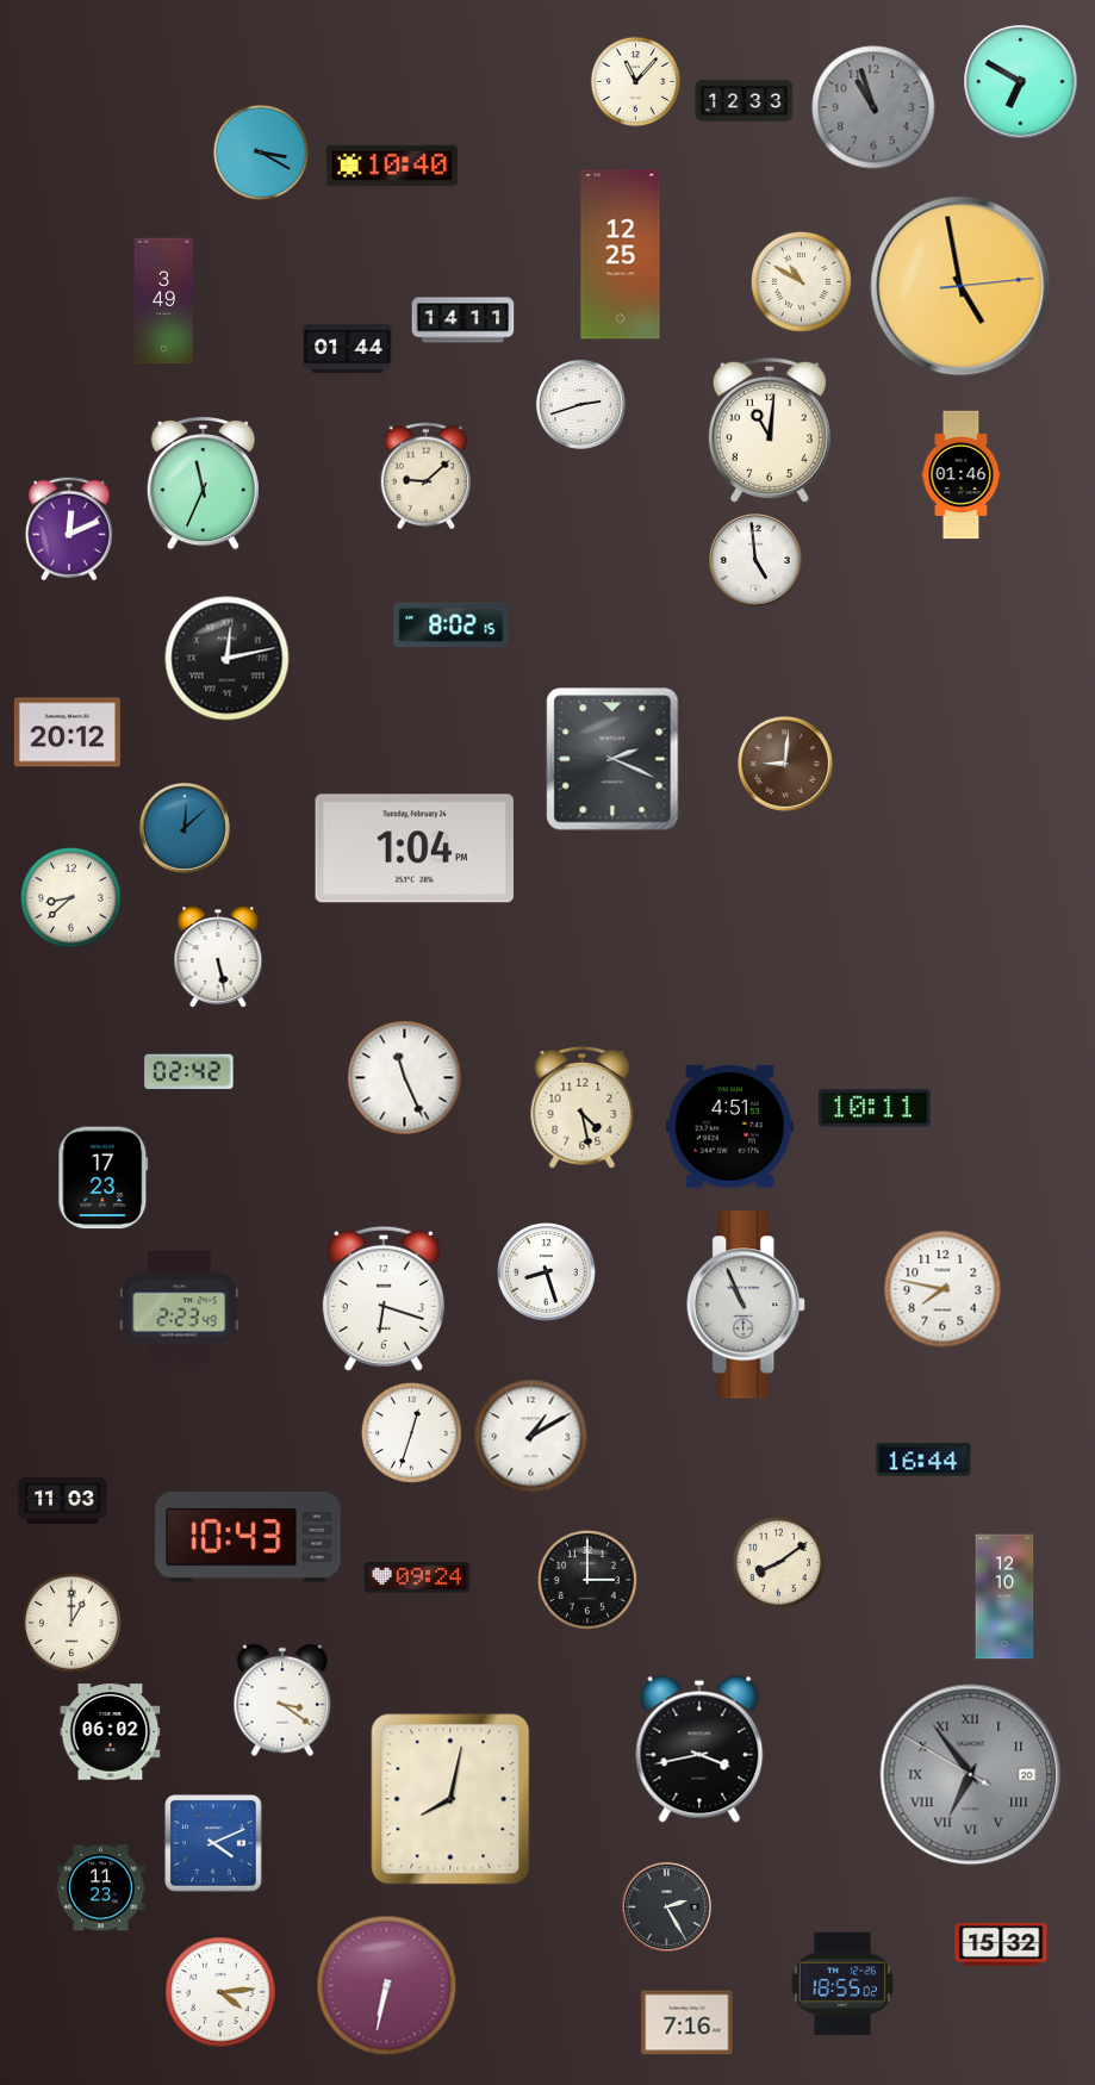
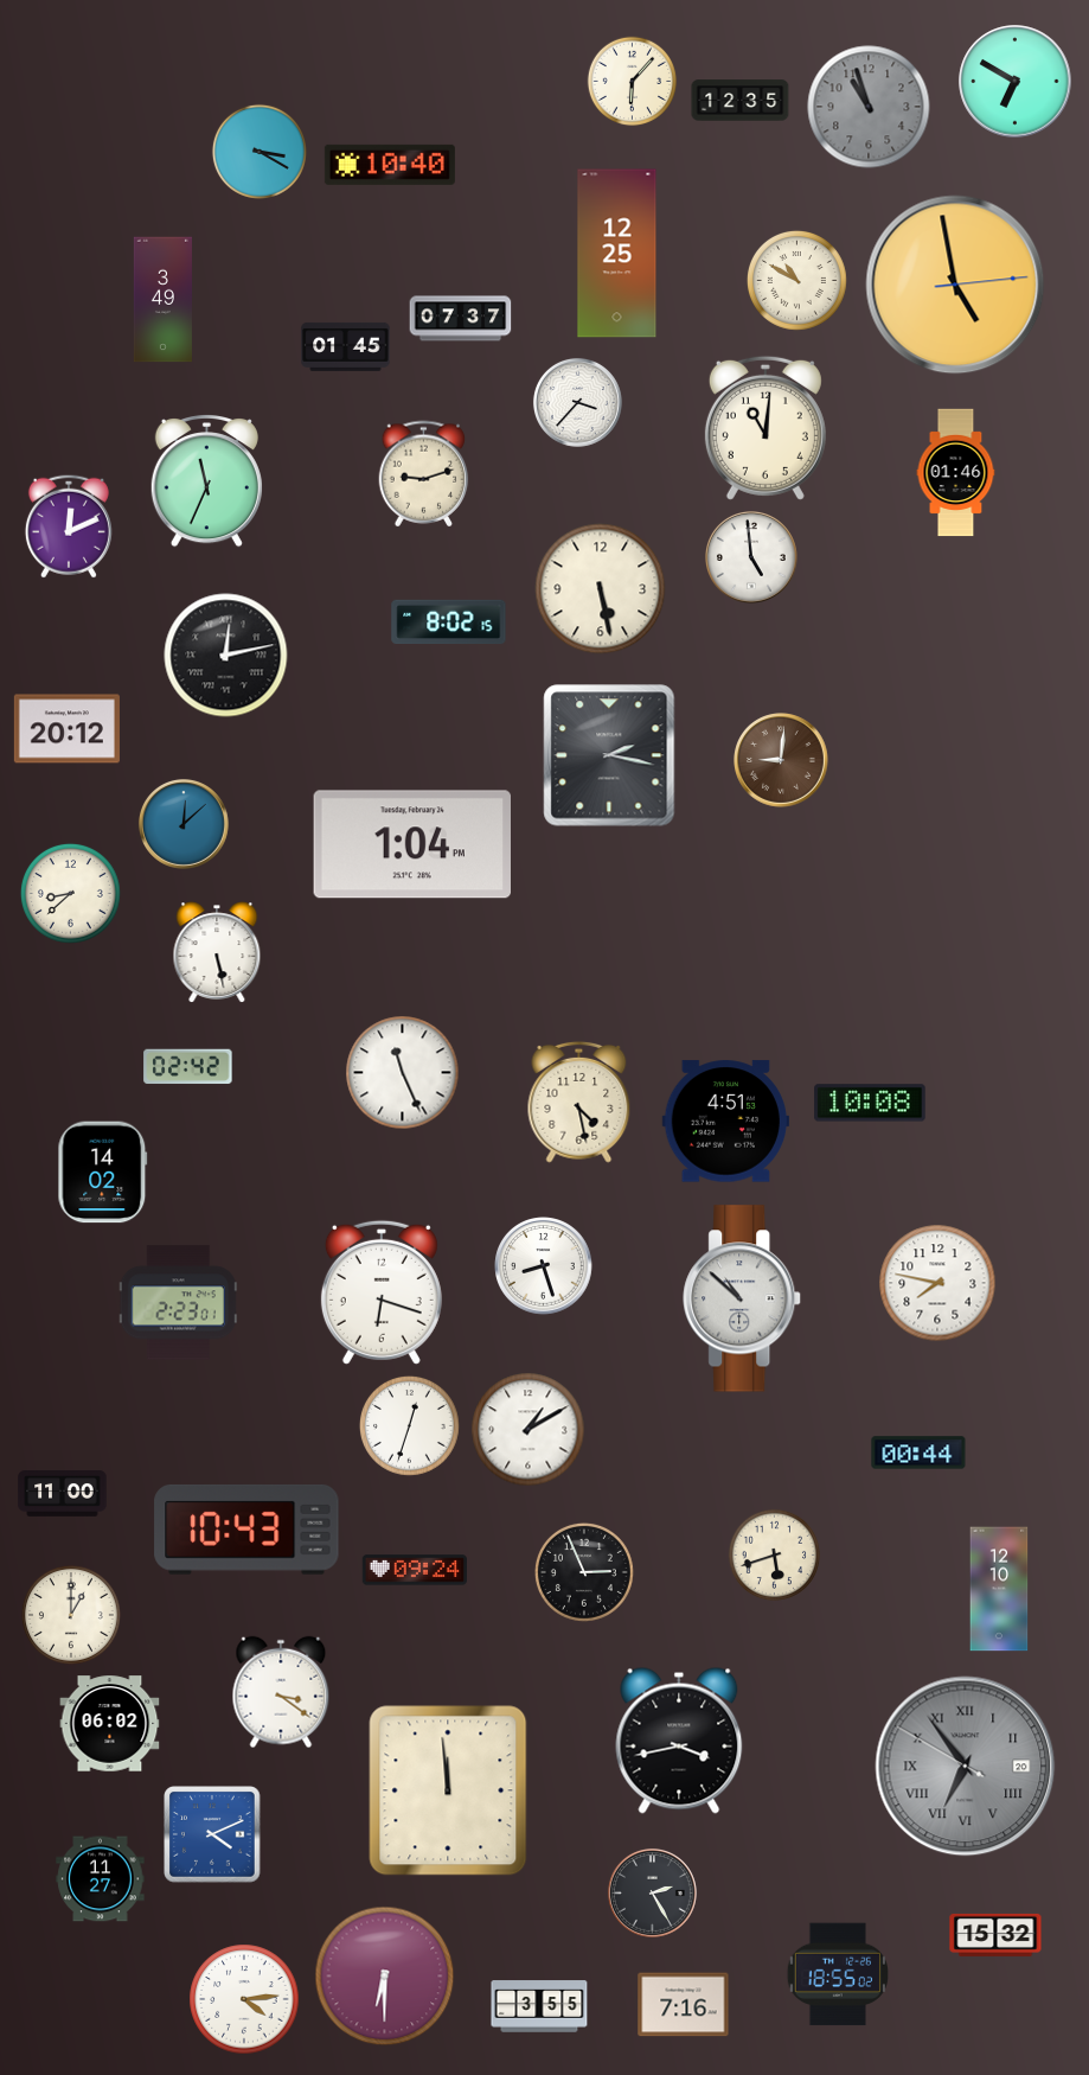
clock at (636, 82): 11:07 -> 6:07
clock at (745, 101): 12:33 -> 12:35
clock at (463, 320): 14:11 -> 07:37
clock at (348, 348): 01:44 -> 01:45
clock at (580, 404): 2:42 -> 3:37
clock at (427, 477): 9:08 -> 9:12
clock at (203, 484) position: (203, 484) -> (206, 481)
clock at (601, 589): none -> 5:28
clock at (612, 759): 2:19 -> 2:17
clock at (875, 1108): 10:11 -> 10:08
clock at (104, 1178): 17:23 -> 14:02
clock at (747, 1305): 10:56 -> 10:52
clock at (179, 1309): 2:23:49 -> 2:23:01
clock at (923, 1459): 16:44 -> 00:44
clock at (63, 1501): 11:03 -> 11:00
clock at (778, 1562): 8:09 -> 5:42
clock at (587, 1580): 3:00 -> 2:56
clock at (699, 1749) position: (699, 1749) -> (679, 1741)
clock at (450, 1799): 8:02 -> 11:59
clock at (101, 1888): 11:23 -> 11:27
clock at (666, 1906) position: (666, 1906) -> (652, 1892)
clock at (387, 1986): 6:32 -> 6:30
clock at (220, 1992) position: (220, 1992) -> (244, 1999)
clock at (539, 2006): none -> 3:55
clock at (688, 2023) position: (688, 2023) -> (684, 2005)
